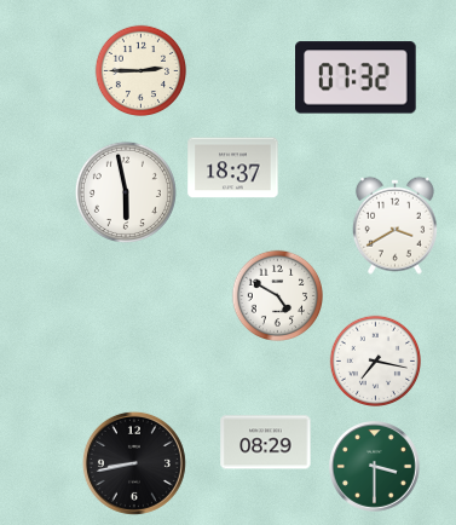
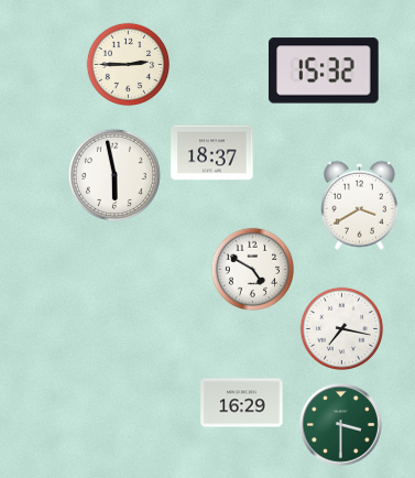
clock at (356, 77): 07:32 -> 15:32
clock at (266, 443): 08:29 -> 16:29
clock at (134, 463): 8:43 -> none
